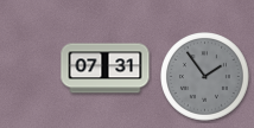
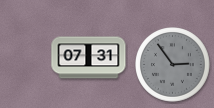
clock at (205, 77): 1:54 -> 2:54
